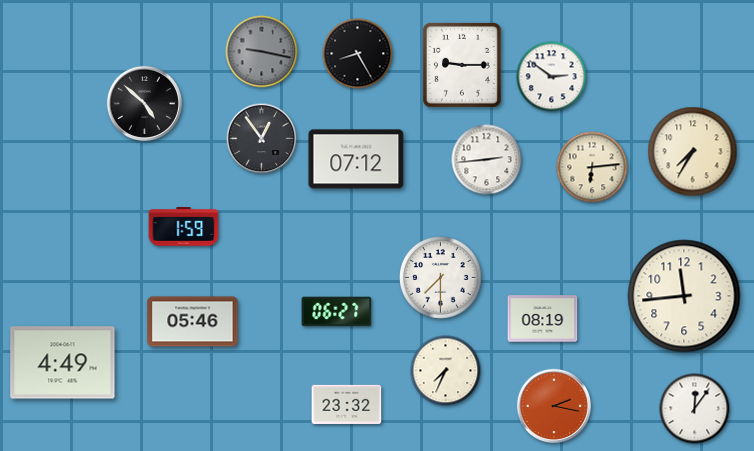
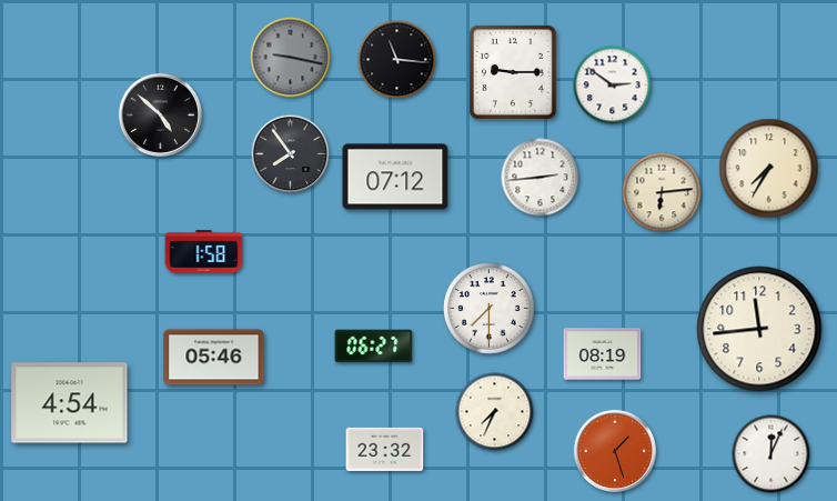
clock at (358, 54): 8:25 -> 11:16
clock at (262, 139): 12:54 -> 7:54
clock at (592, 167) position: (592, 167) -> (662, 192)
clock at (184, 227): 1:59 -> 1:58
clock at (63, 363): 4:49 -> 4:54
clock at (553, 405): 2:17 -> 1:27
clock at (695, 409): 12:06 -> 12:04
